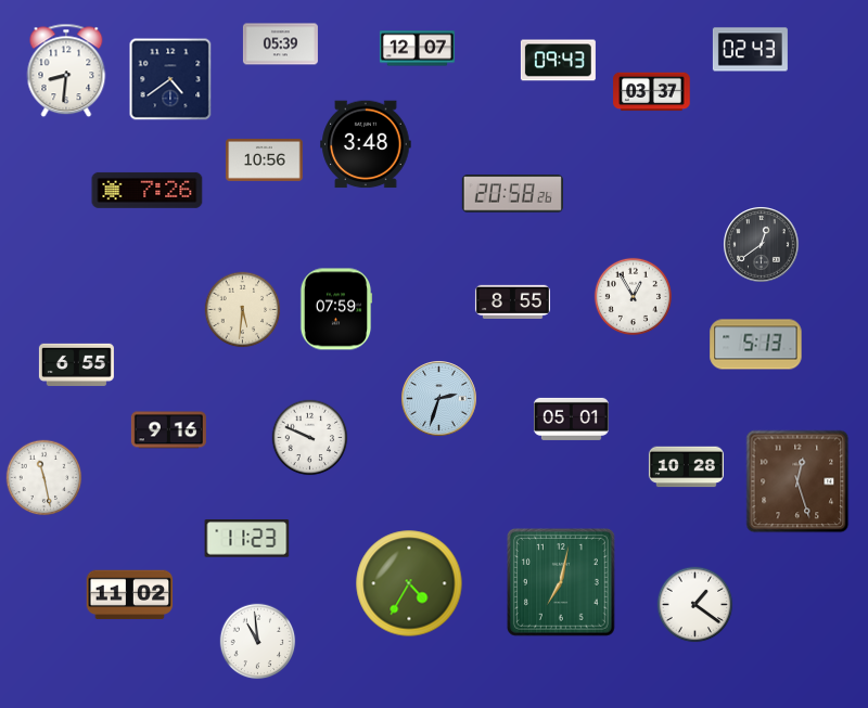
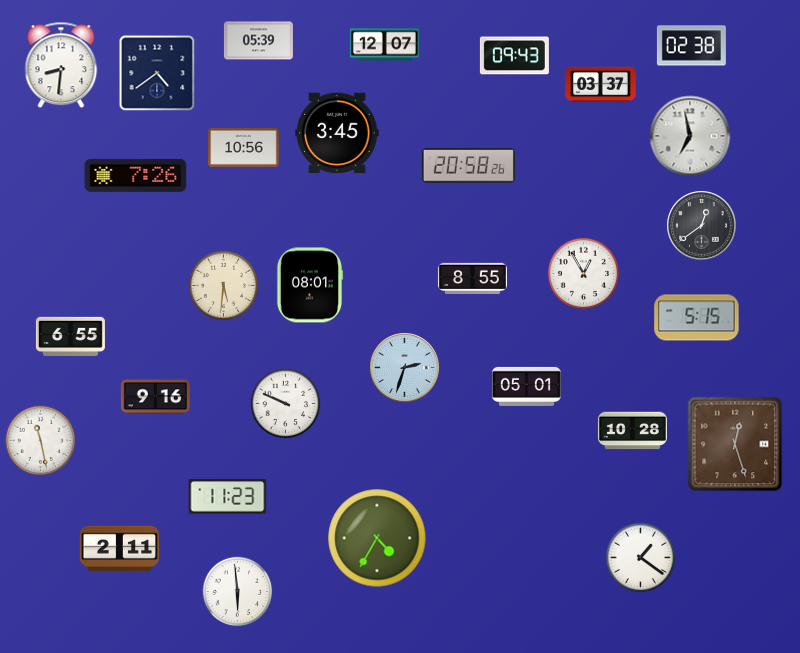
clock at (750, 50): 02:43 -> 02:38
clock at (366, 144): 3:48 -> 3:45
clock at (690, 136): none -> 6:58
clock at (512, 194) position: (512, 194) -> (468, 166)
clock at (336, 309): 07:59 -> 08:01
clock at (756, 345): 5:13 -> 5:15
clock at (561, 582): 7:02 -> none
clock at (130, 595): 11:02 -> 2:11
clock at (258, 642): 10:59 -> 5:59
